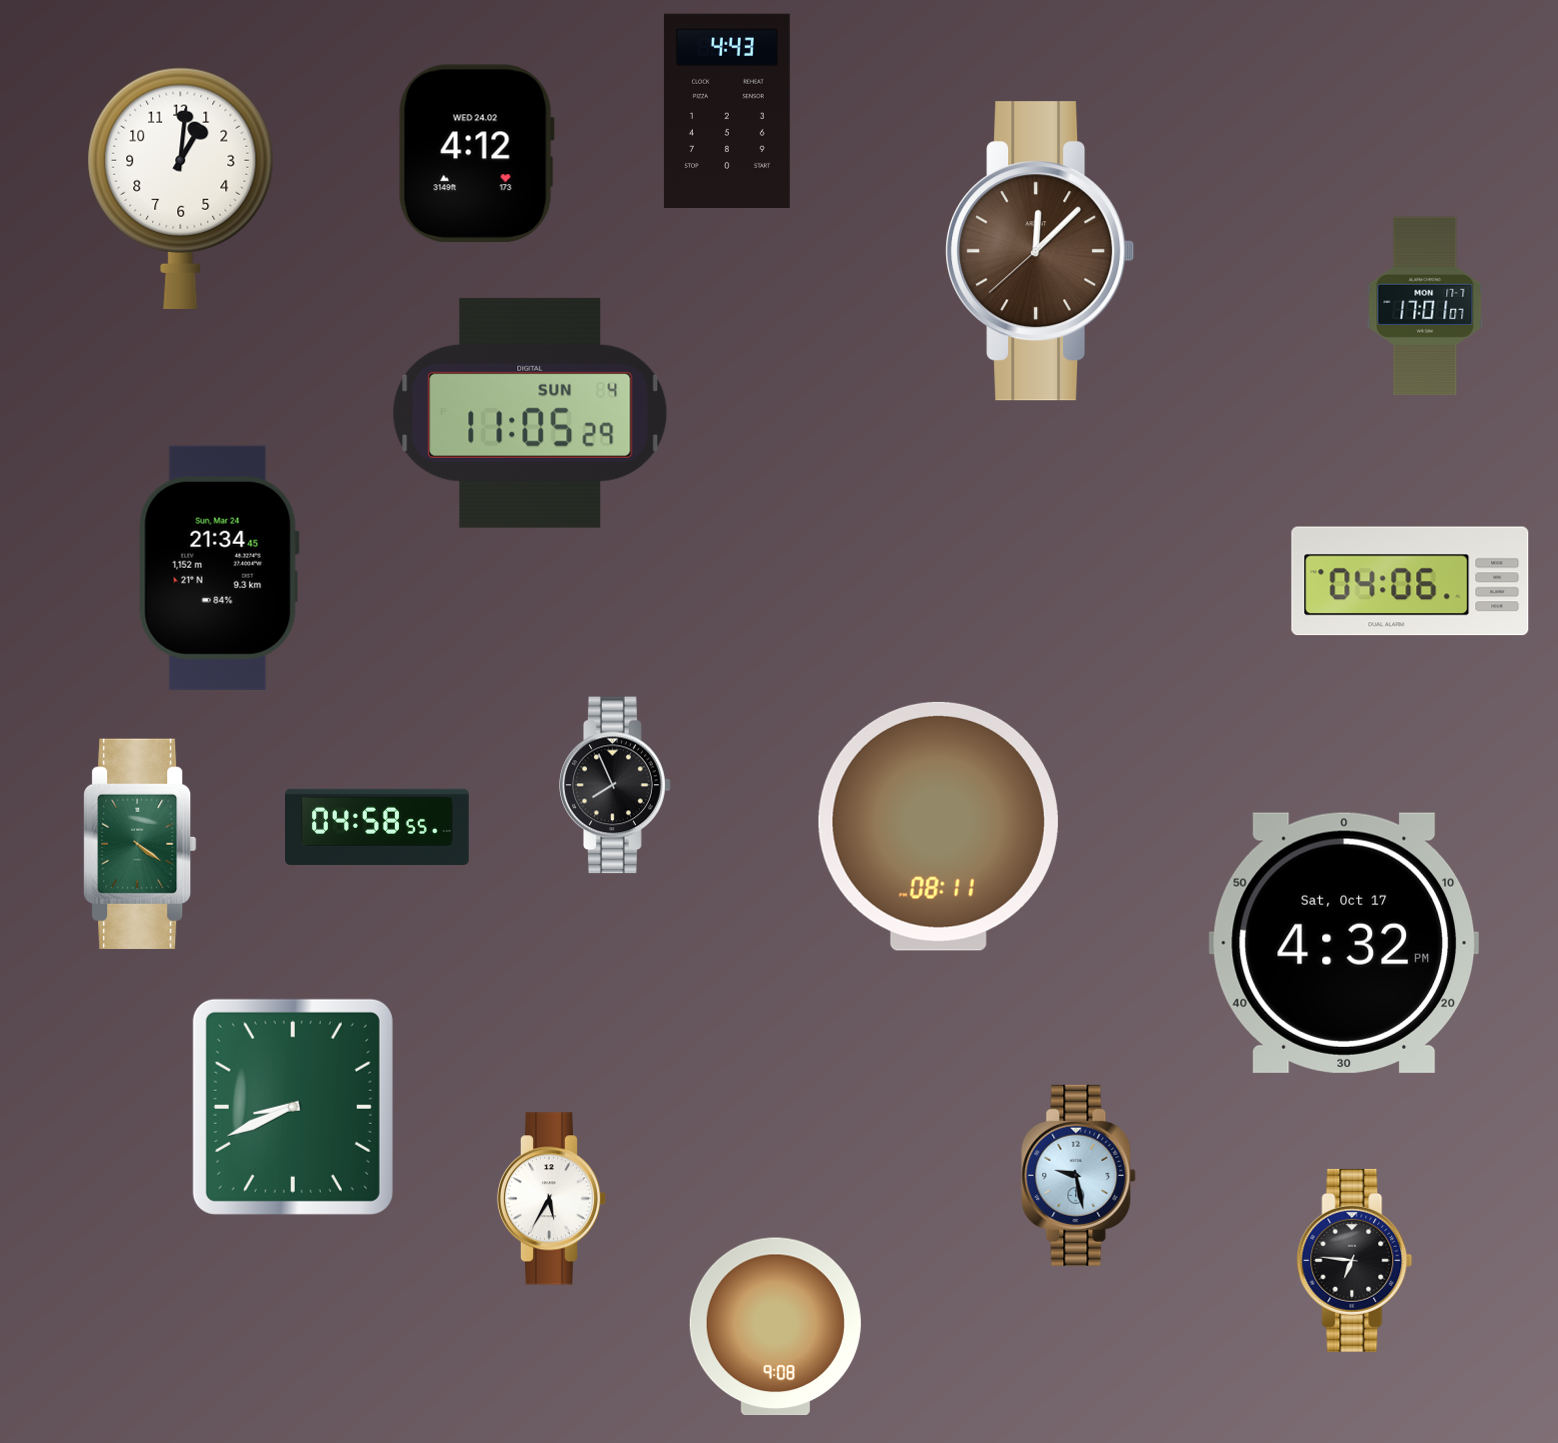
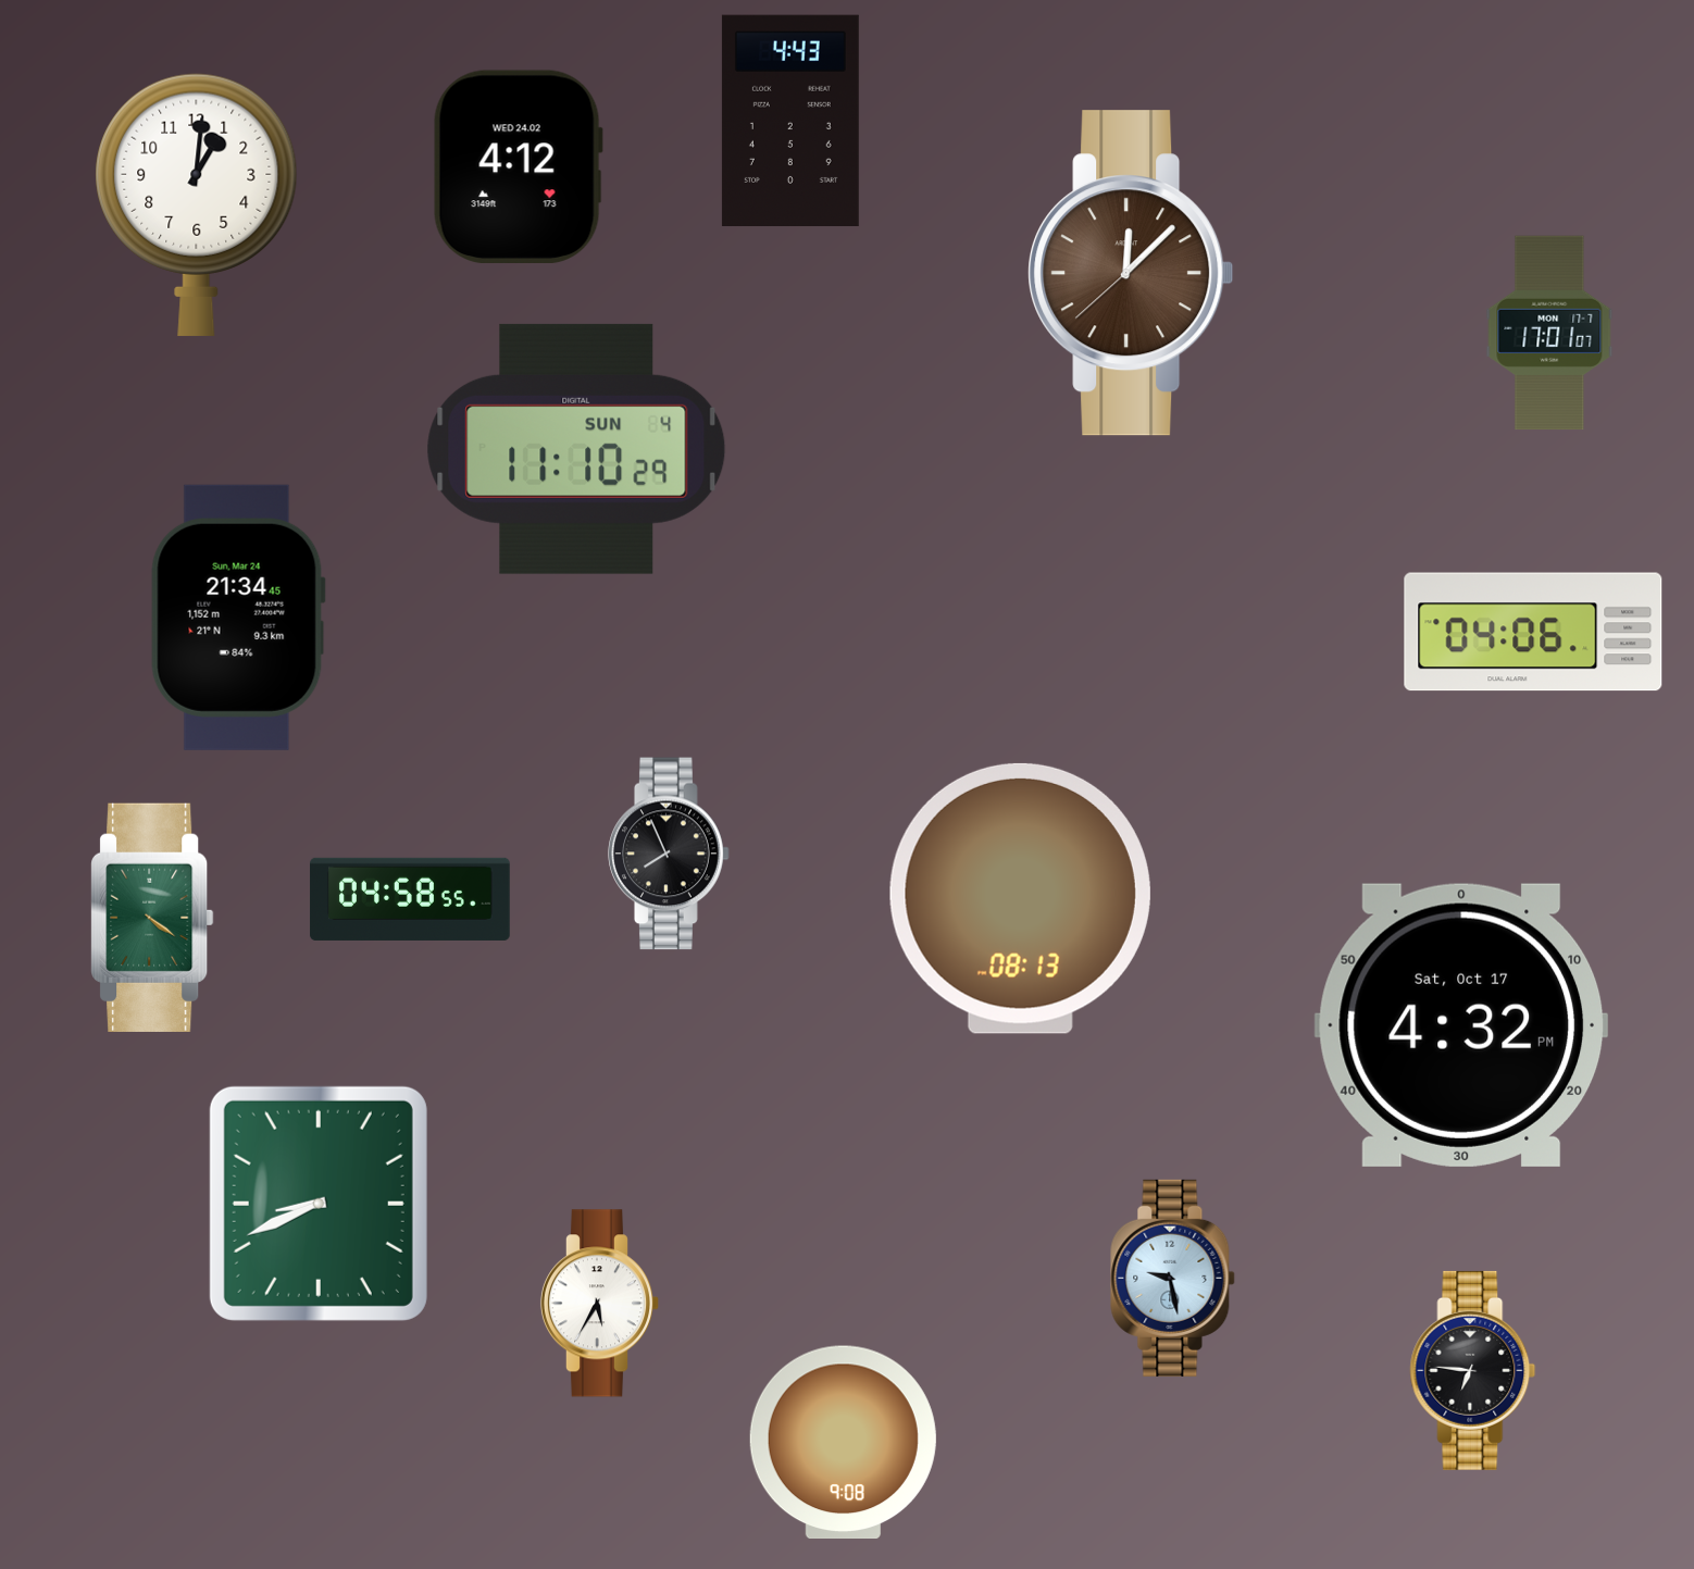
clock at (530, 413): 11:05 -> 11:10
clock at (938, 826): 08:11 -> 08:13
